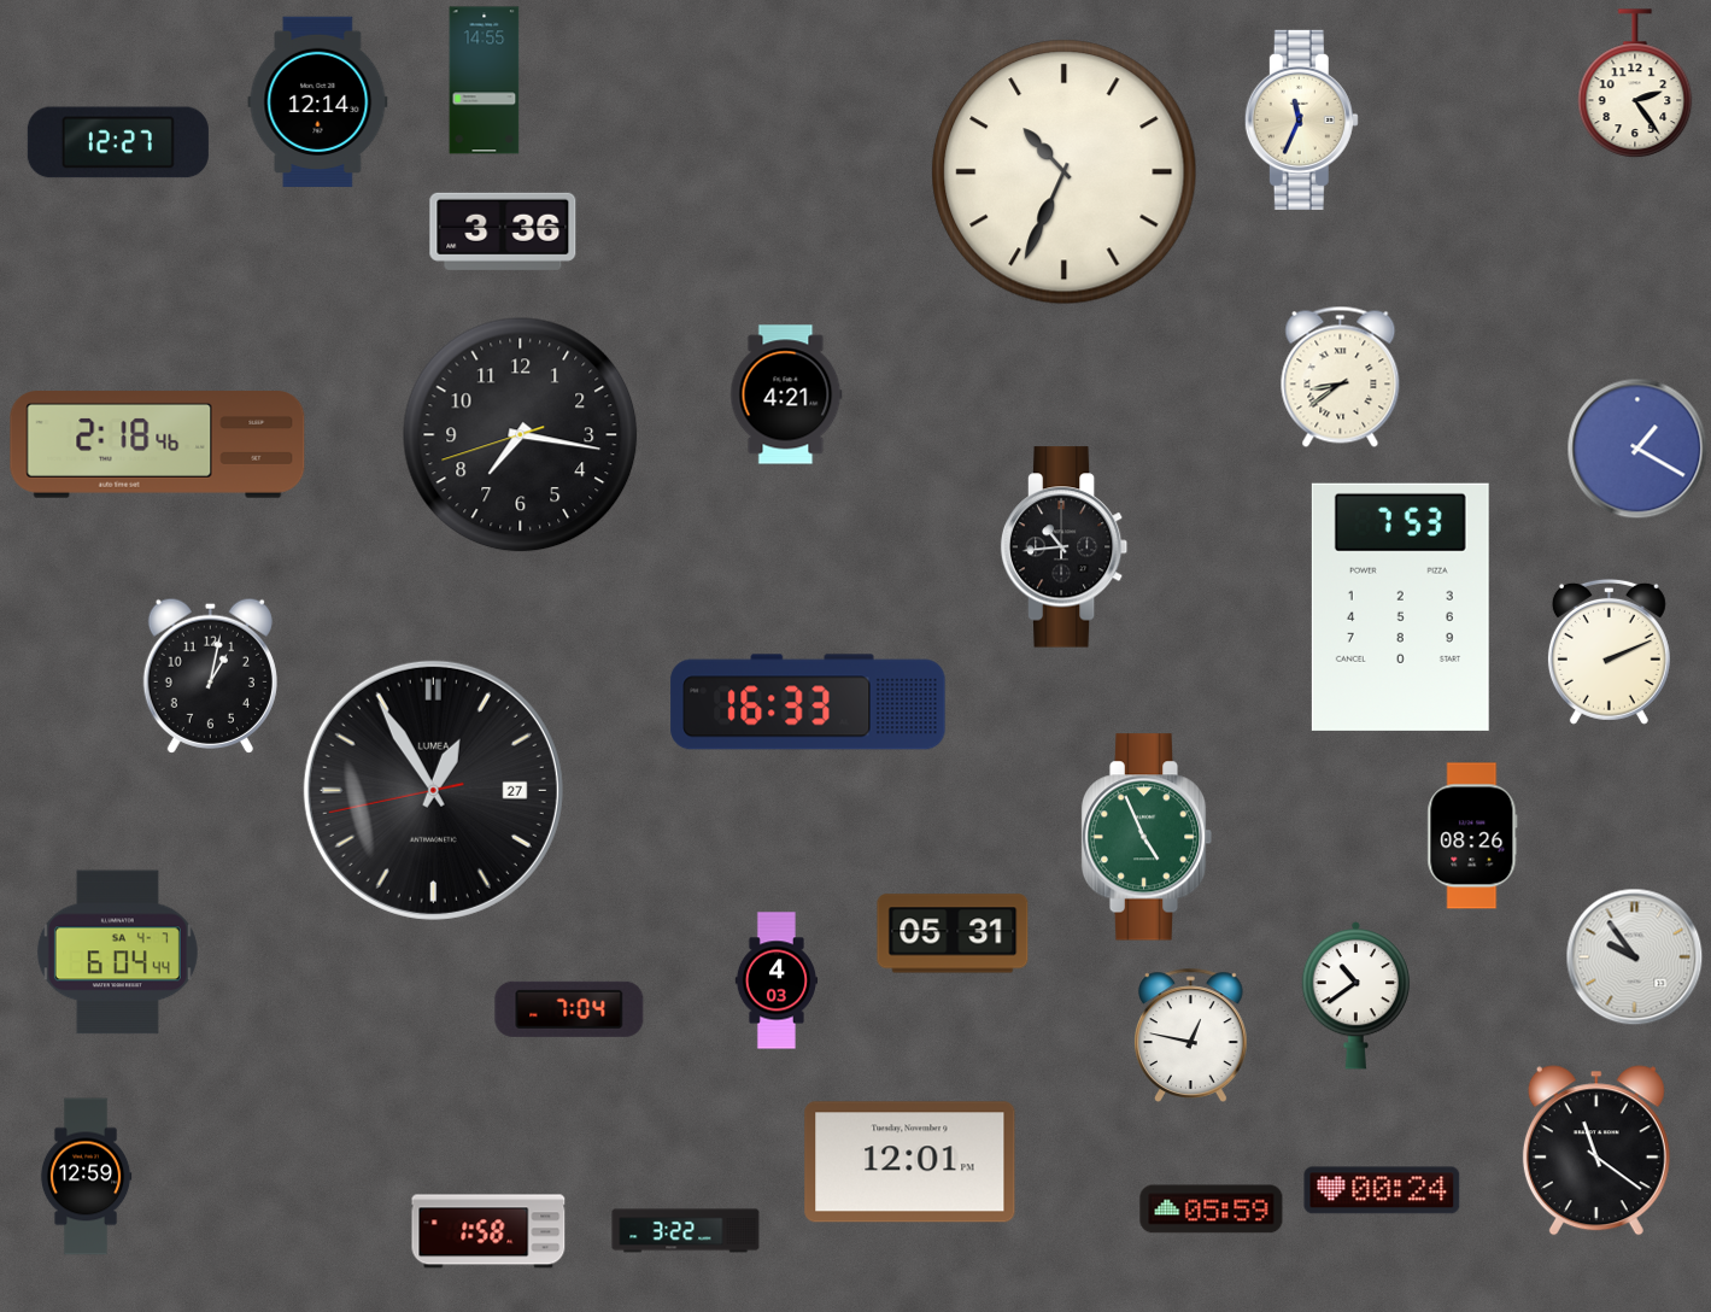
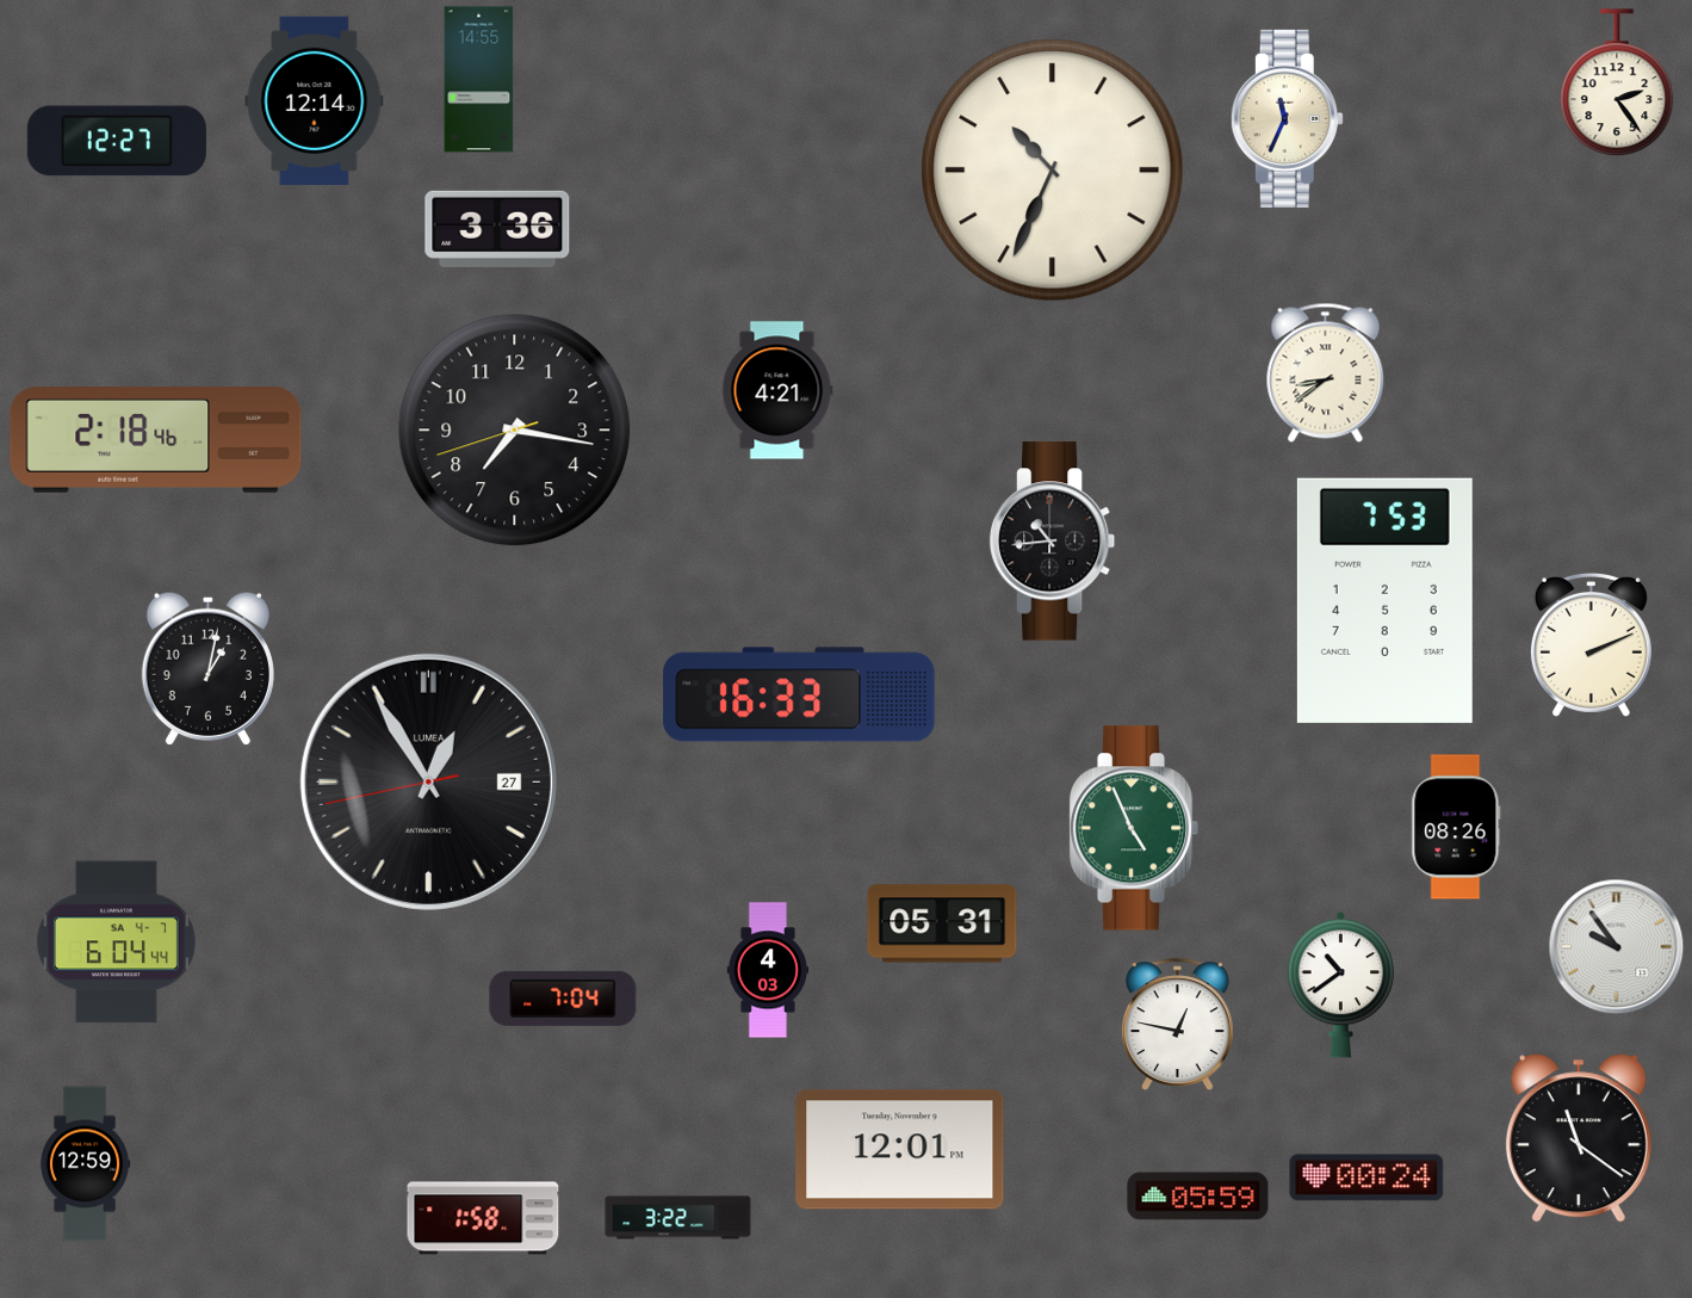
clock at (1637, 449): 1:20 -> none
